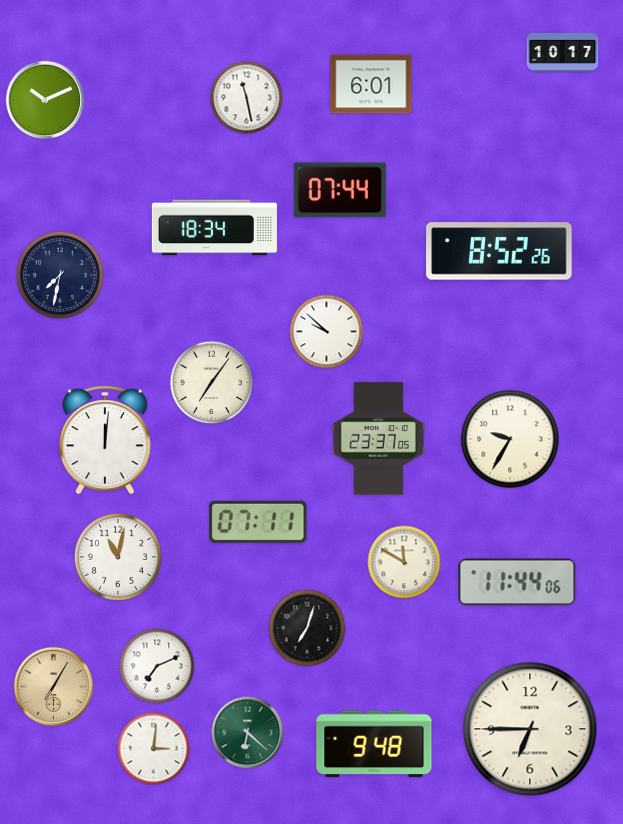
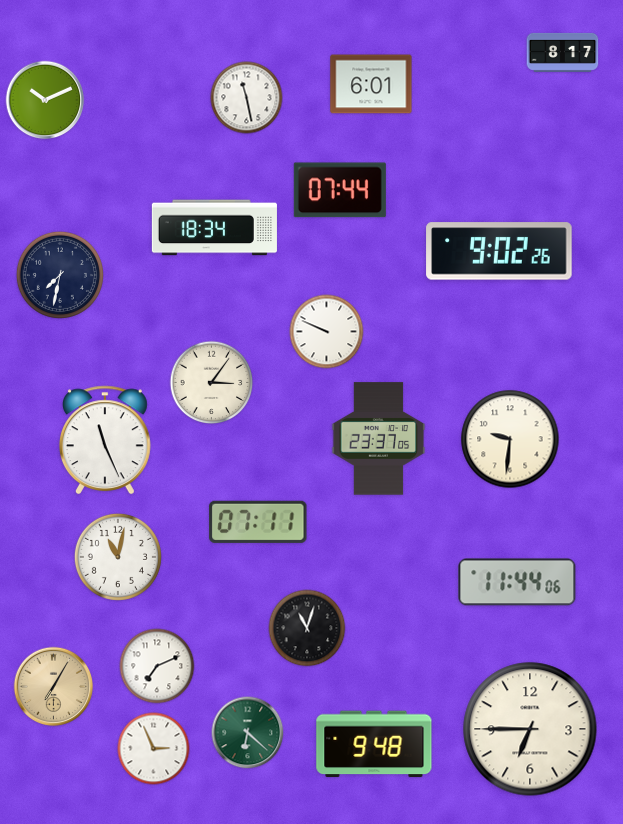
clock at (563, 52): 10:17 -> 8:17
clock at (499, 251): 8:52 -> 9:02
clock at (327, 332): 9:52 -> 9:49
clock at (212, 383): 7:06 -> 3:06
clock at (510, 439): 9:35 -> 9:31
clock at (105, 440): 12:01 -> 11:26
clock at (404, 562): 11:50 -> none
clock at (307, 628): 7:03 -> 11:03
clock at (154, 749): 3:01 -> 2:56
